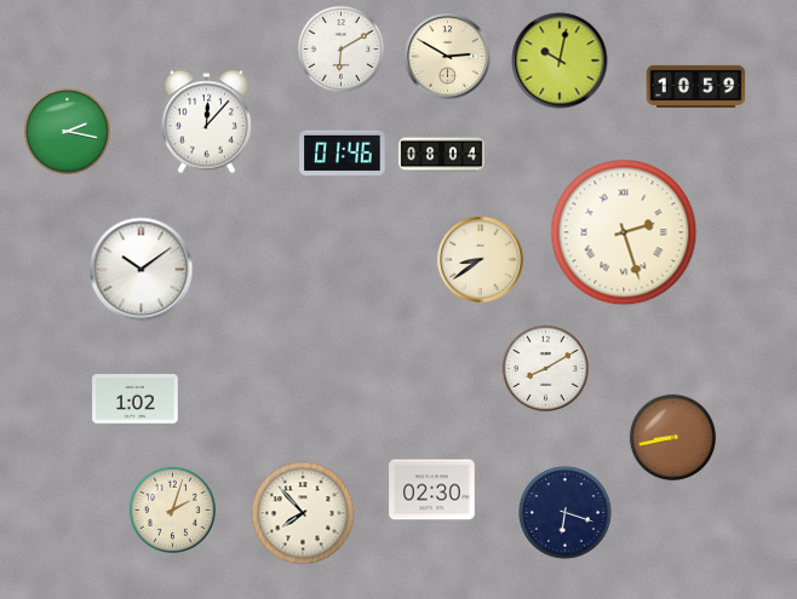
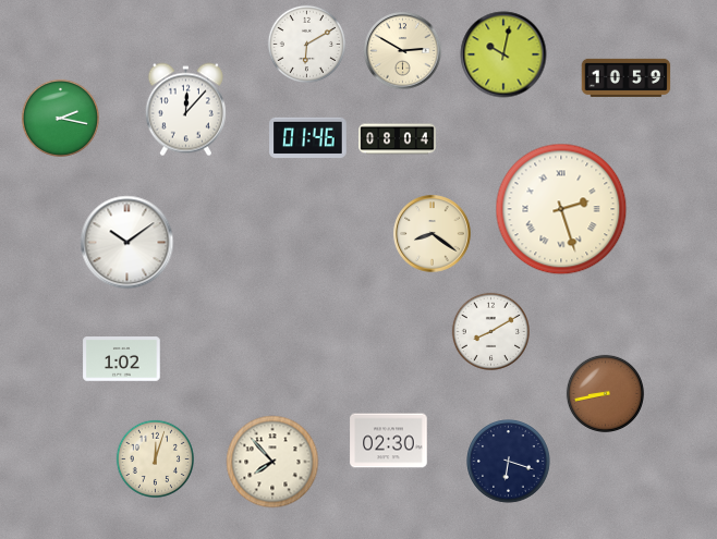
clock at (481, 260): 8:39 -> 8:21
clock at (172, 509): 2:03 -> 12:03
